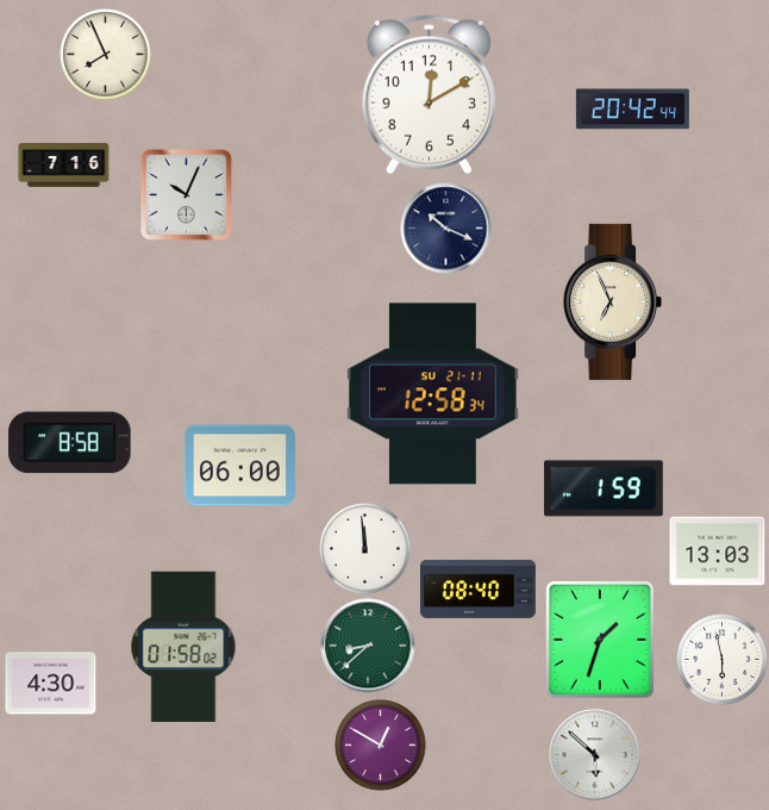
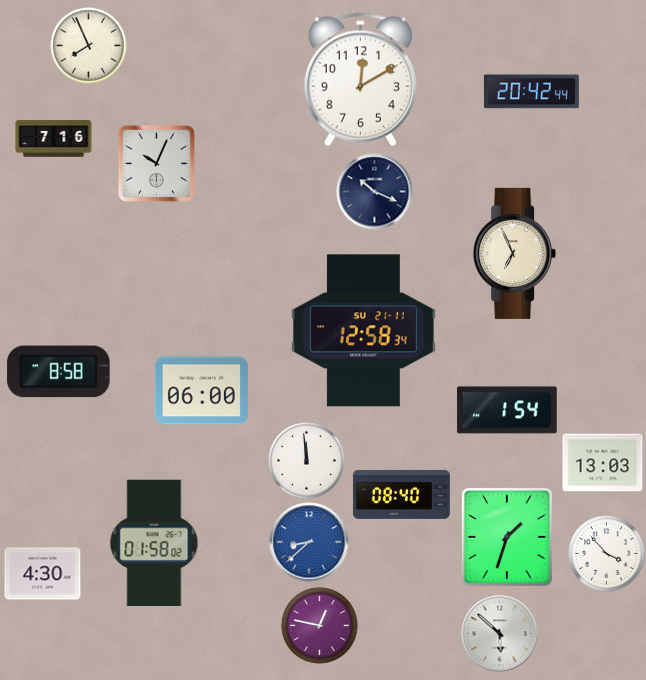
clock at (604, 488): 1:59 -> 1:54
clock at (600, 640) position: (600, 640) -> (507, 537)
clock at (368, 646) dial: green -> blue
clock at (723, 660): 5:58 -> 3:53
clock at (381, 746): 12:50 -> 12:47
